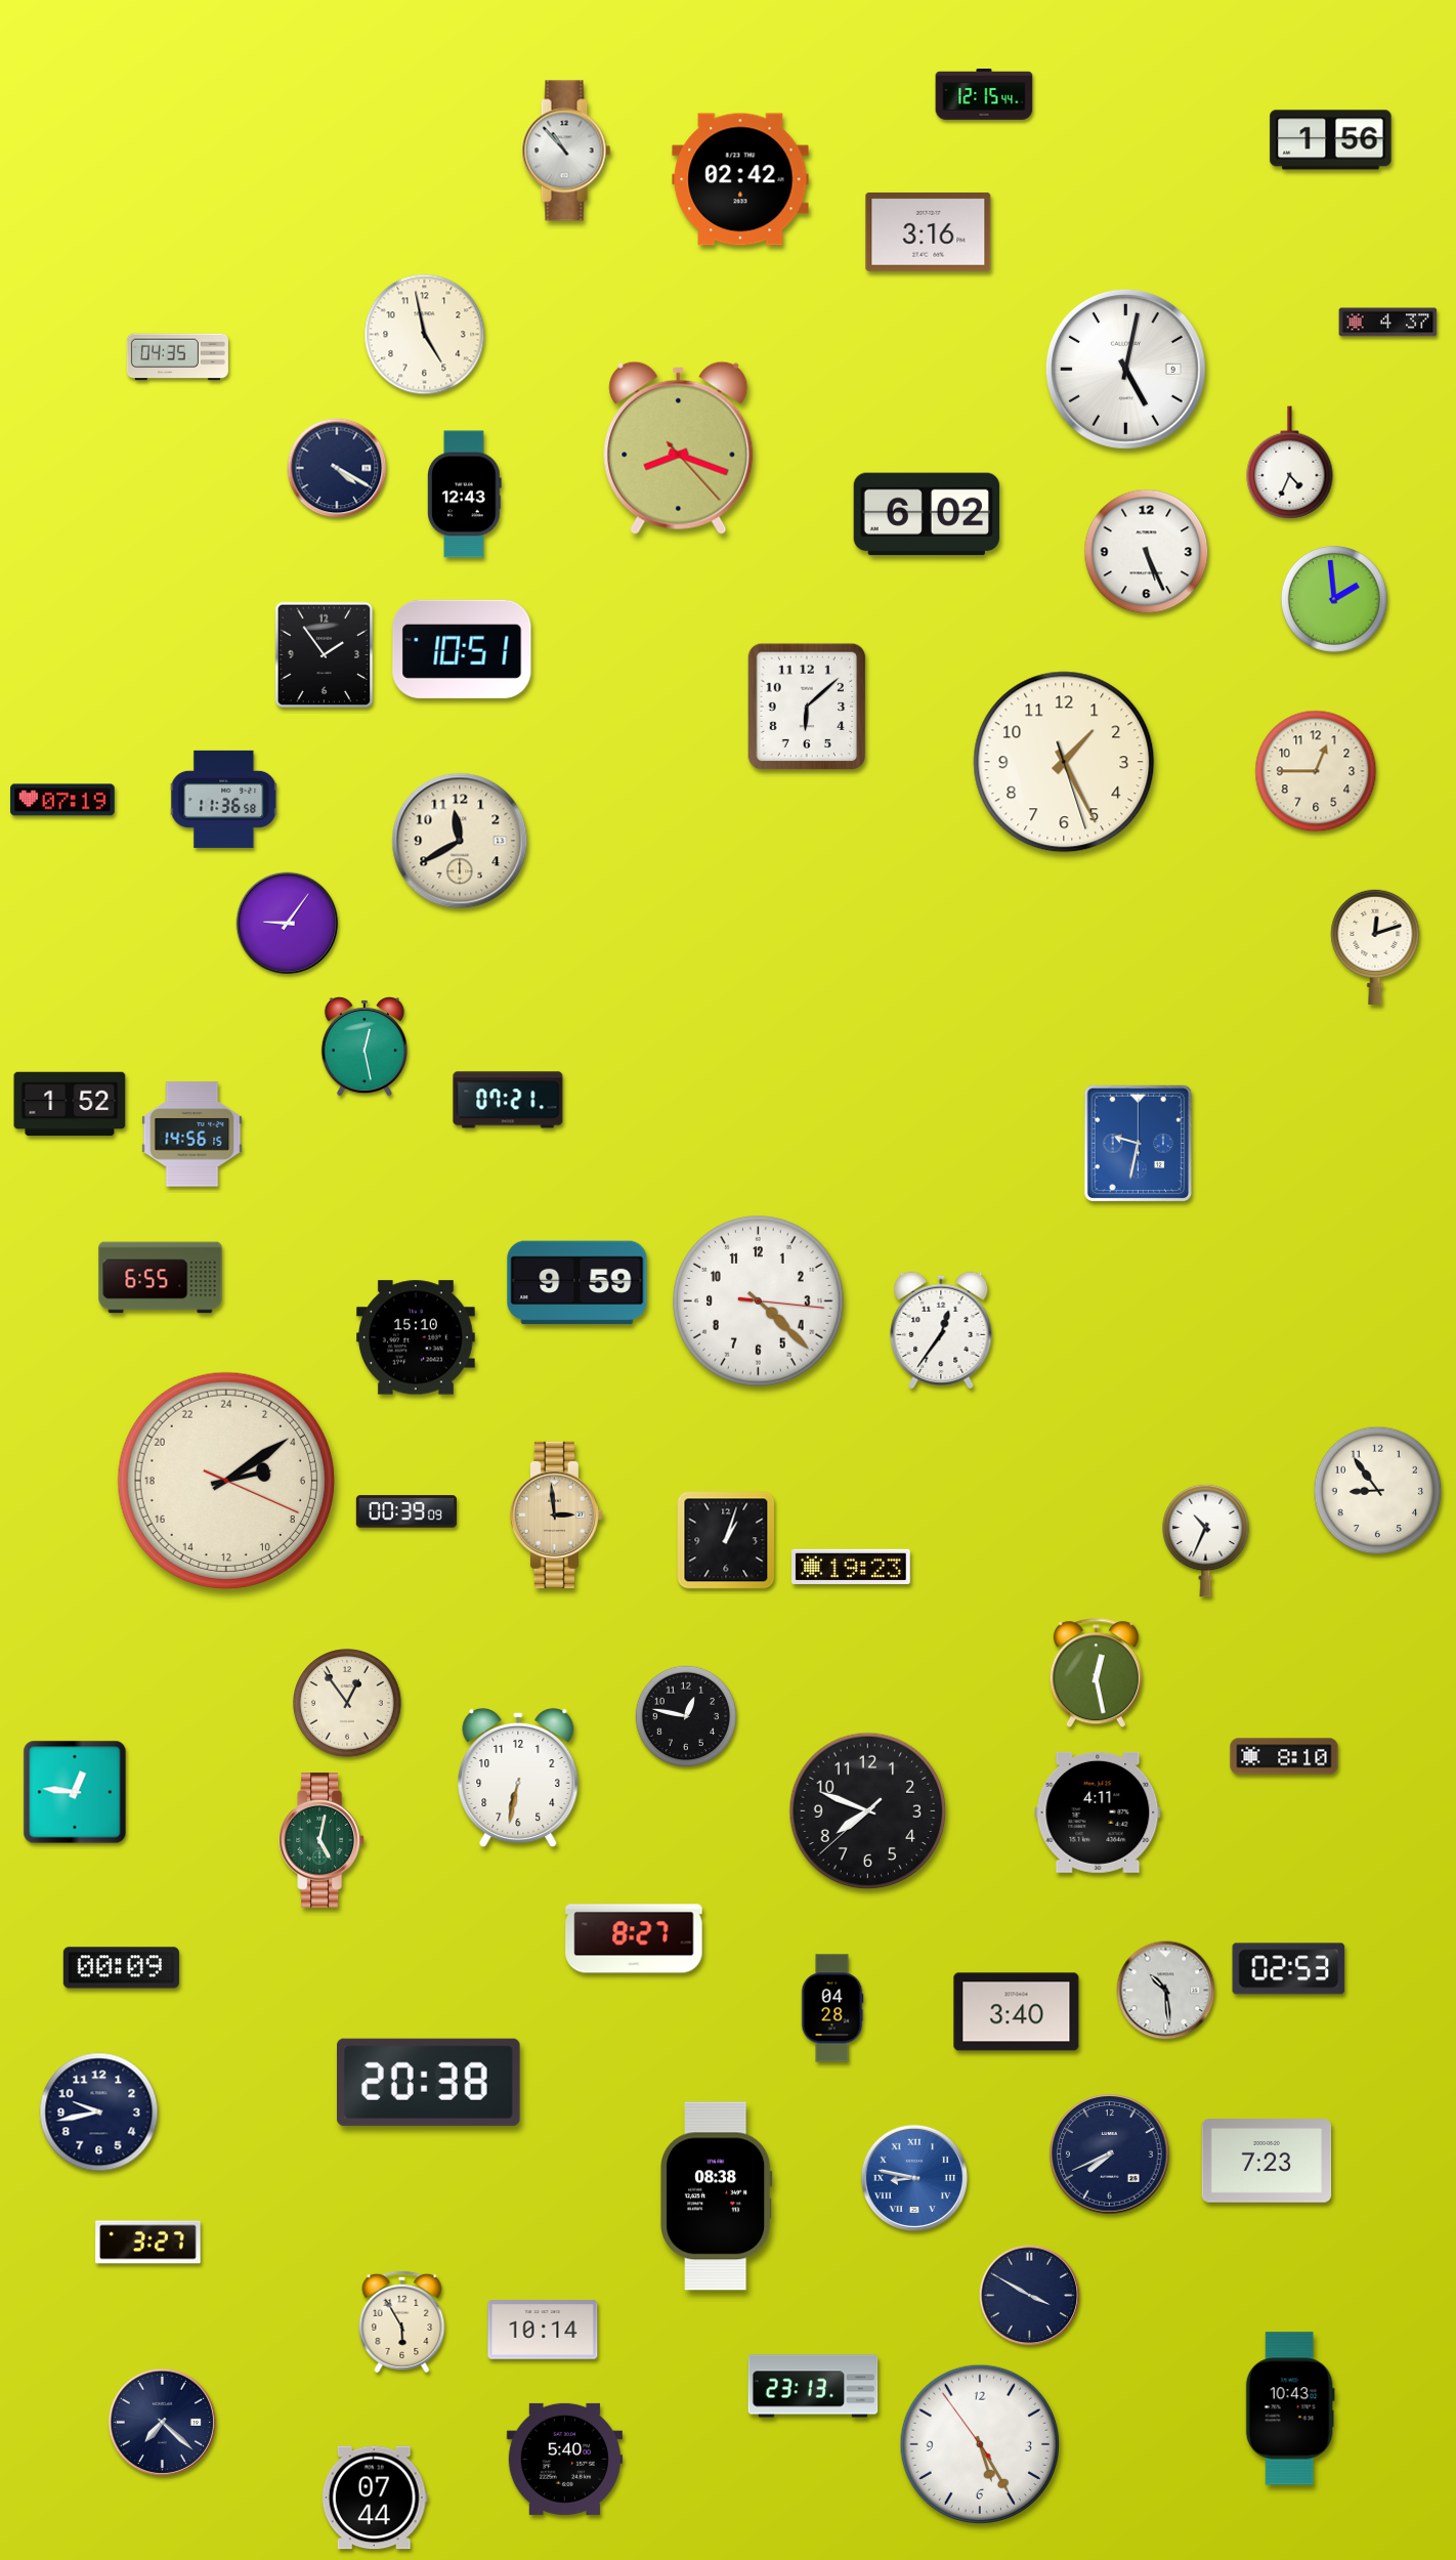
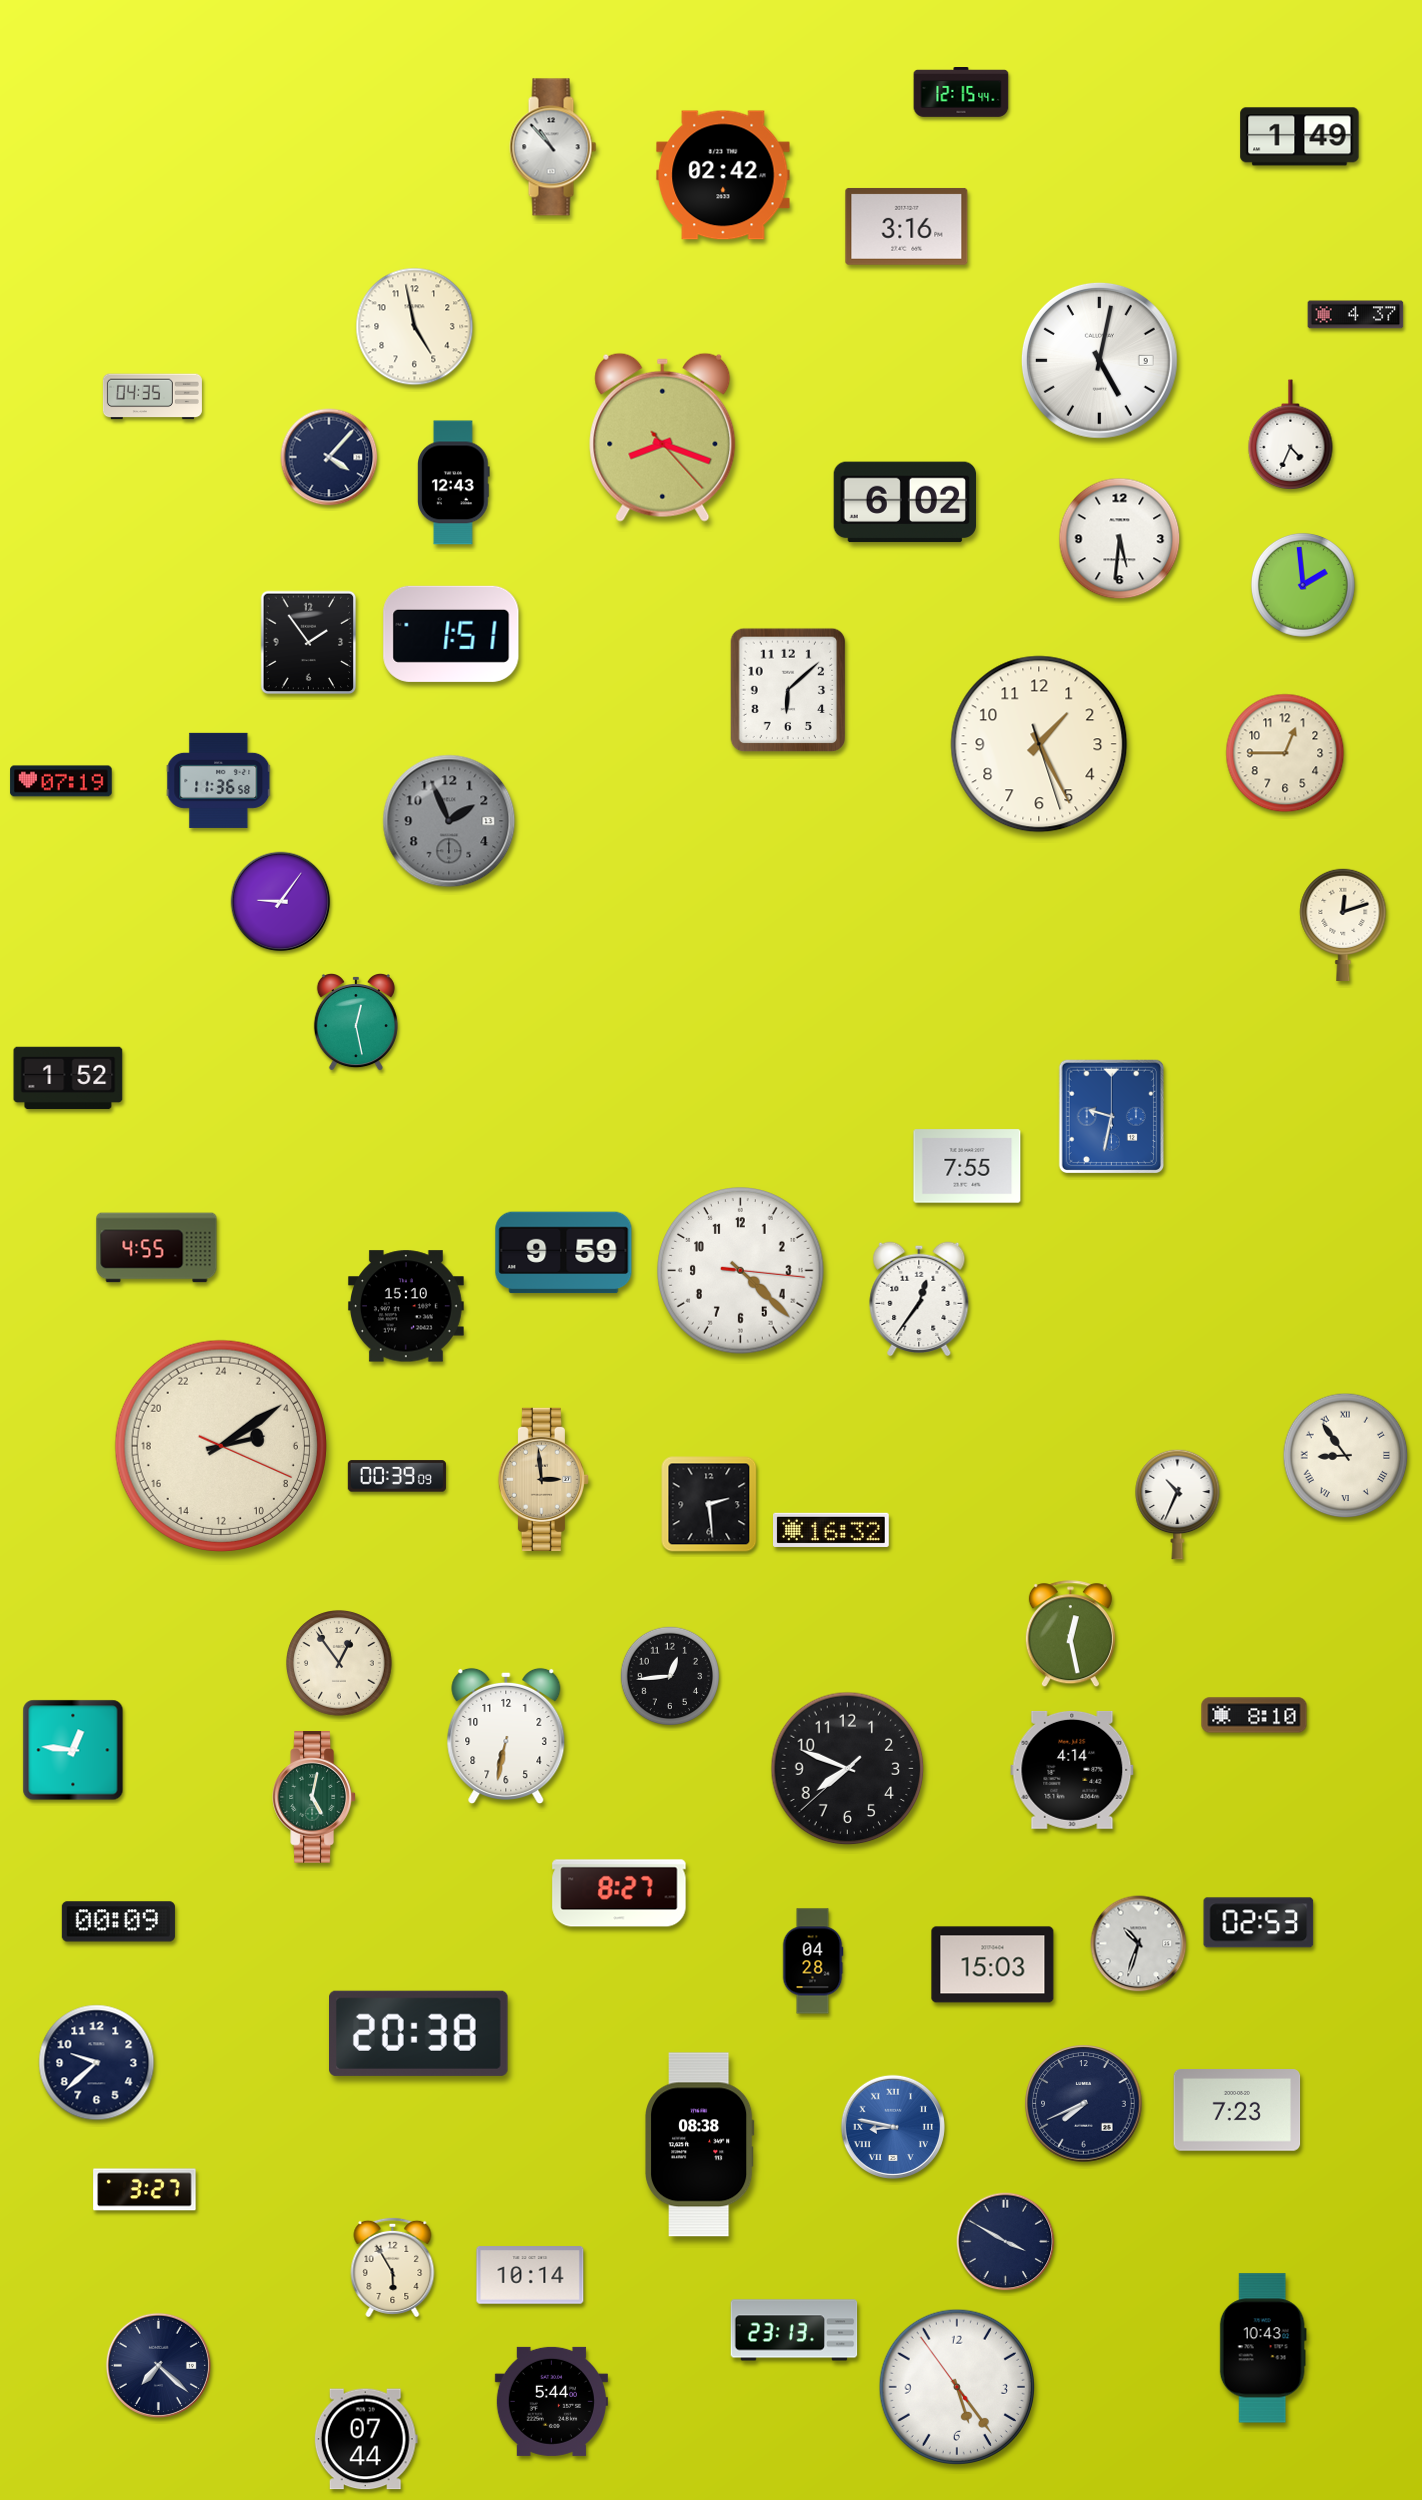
clock at (1331, 140): 1:56 -> 1:49
clock at (177, 357) position: (177, 357) -> (152, 397)
clock at (1290, 462) position: (1290, 462) -> (1291, 434)
clock at (337, 468): 4:20 -> 4:07
clock at (1147, 552): 5:26 -> 5:31
clock at (462, 649): 10:51 -> 1:51
clock at (325, 655) position: (325, 655) -> (309, 643)
clock at (460, 841): 11:40 -> 1:56
clock at (460, 841) dial: cream -> grey
clock at (508, 1100): 07:21 -> none
clock at (192, 1135): 14:56 -> none
clock at (967, 1166): none -> 7:55
clock at (161, 1278): 6:55 -> 4:55
clock at (1378, 1491) numerals: Arabic -> Roman
clock at (726, 1540): 1:03 -> 2:29
clock at (852, 1567): 19:23 -> 16:32
clock at (685, 1715): 12:47 -> 12:44
clock at (1098, 1812): 4:11 -> 4:14
clock at (1166, 1991): 10:29 -> 10:33
clock at (1017, 2012): 3:40 -> 15:03
clock at (99, 2113): 9:43 -> 9:38
clock at (1290, 2408) position: (1290, 2408) -> (1263, 2348)
clock at (979, 2443): 5:24 -> 5:23
clock at (564, 2459): 5:40 -> 5:44
